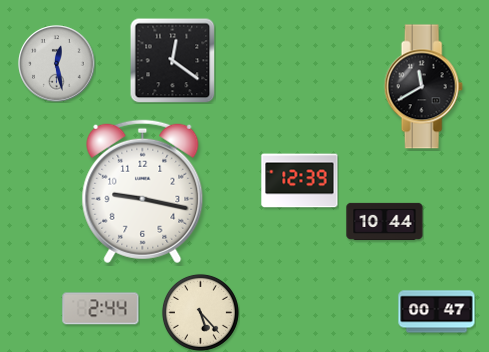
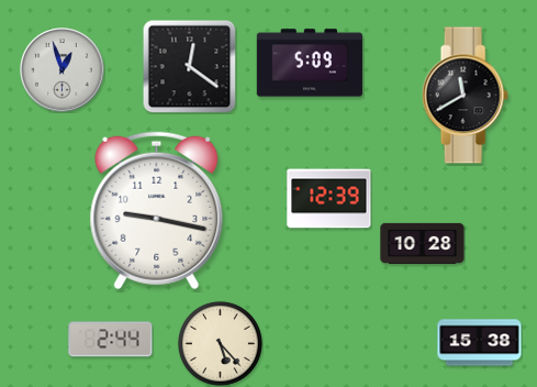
clock at (310, 63): none -> 5:09
clock at (57, 64): 12:28 -> 12:57
clock at (385, 221): 10:44 -> 10:28
clock at (437, 312): 00:47 -> 15:38
